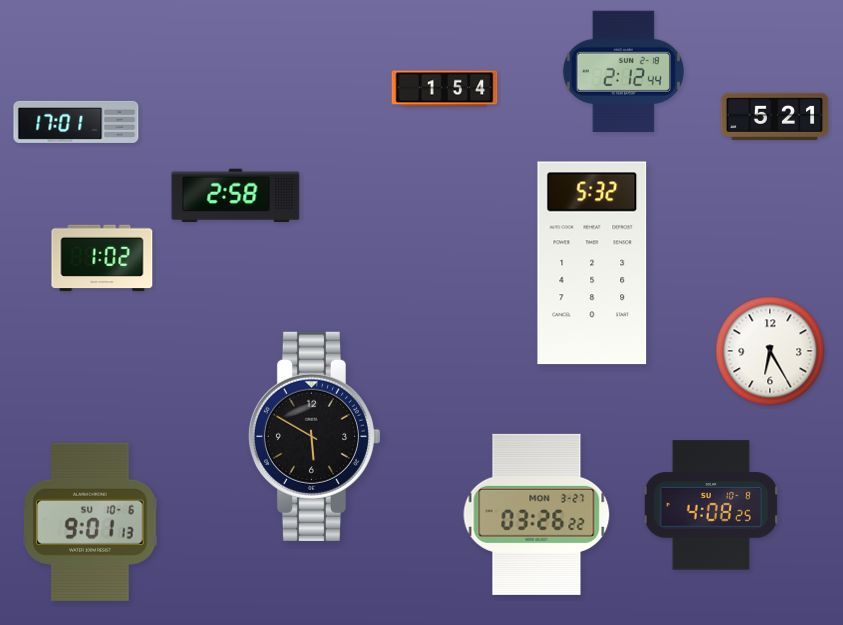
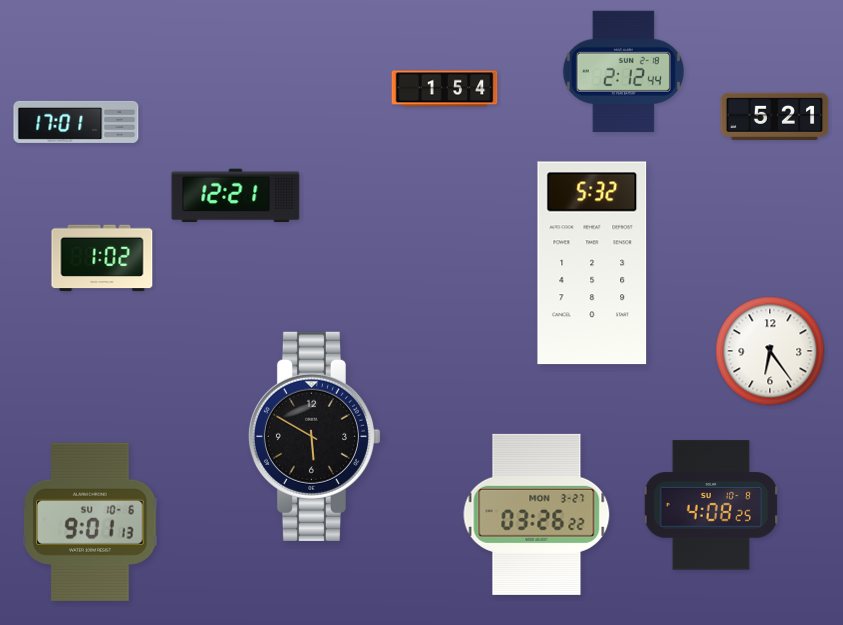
clock at (236, 196): 2:58 -> 12:21
clock at (770, 351): 6:25 -> 6:24
